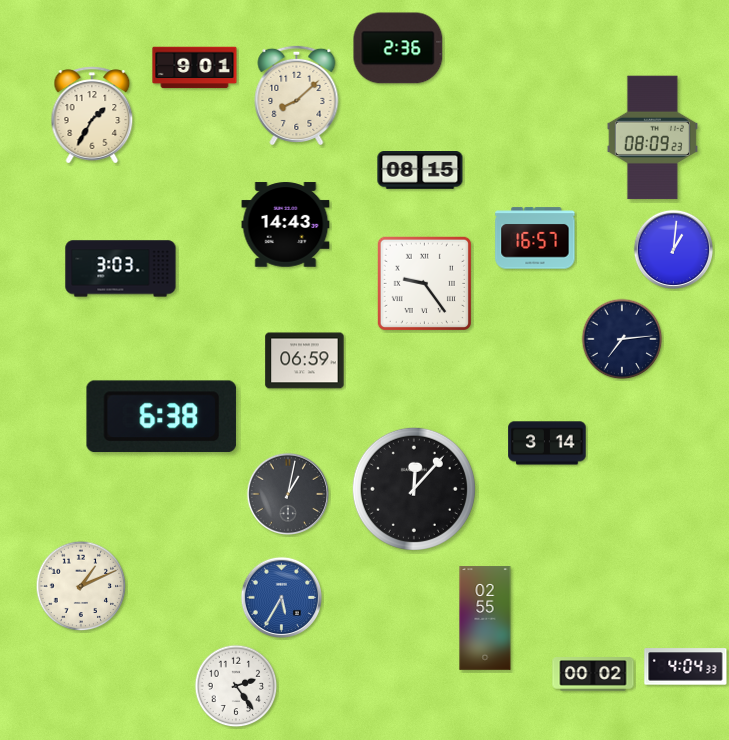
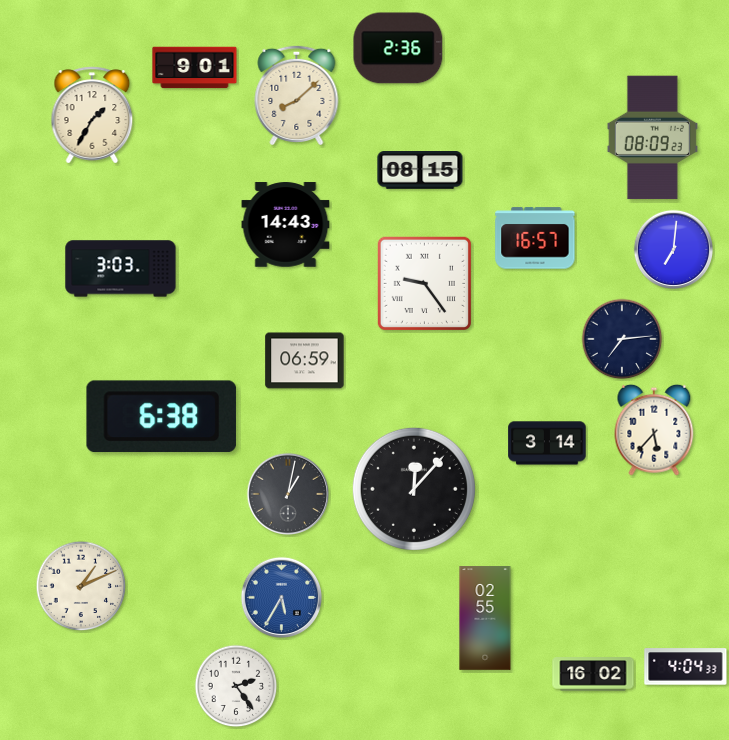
clock at (673, 249): 1:01 -> 7:01
clock at (654, 430): none -> 5:37
clock at (593, 674): 00:02 -> 16:02
